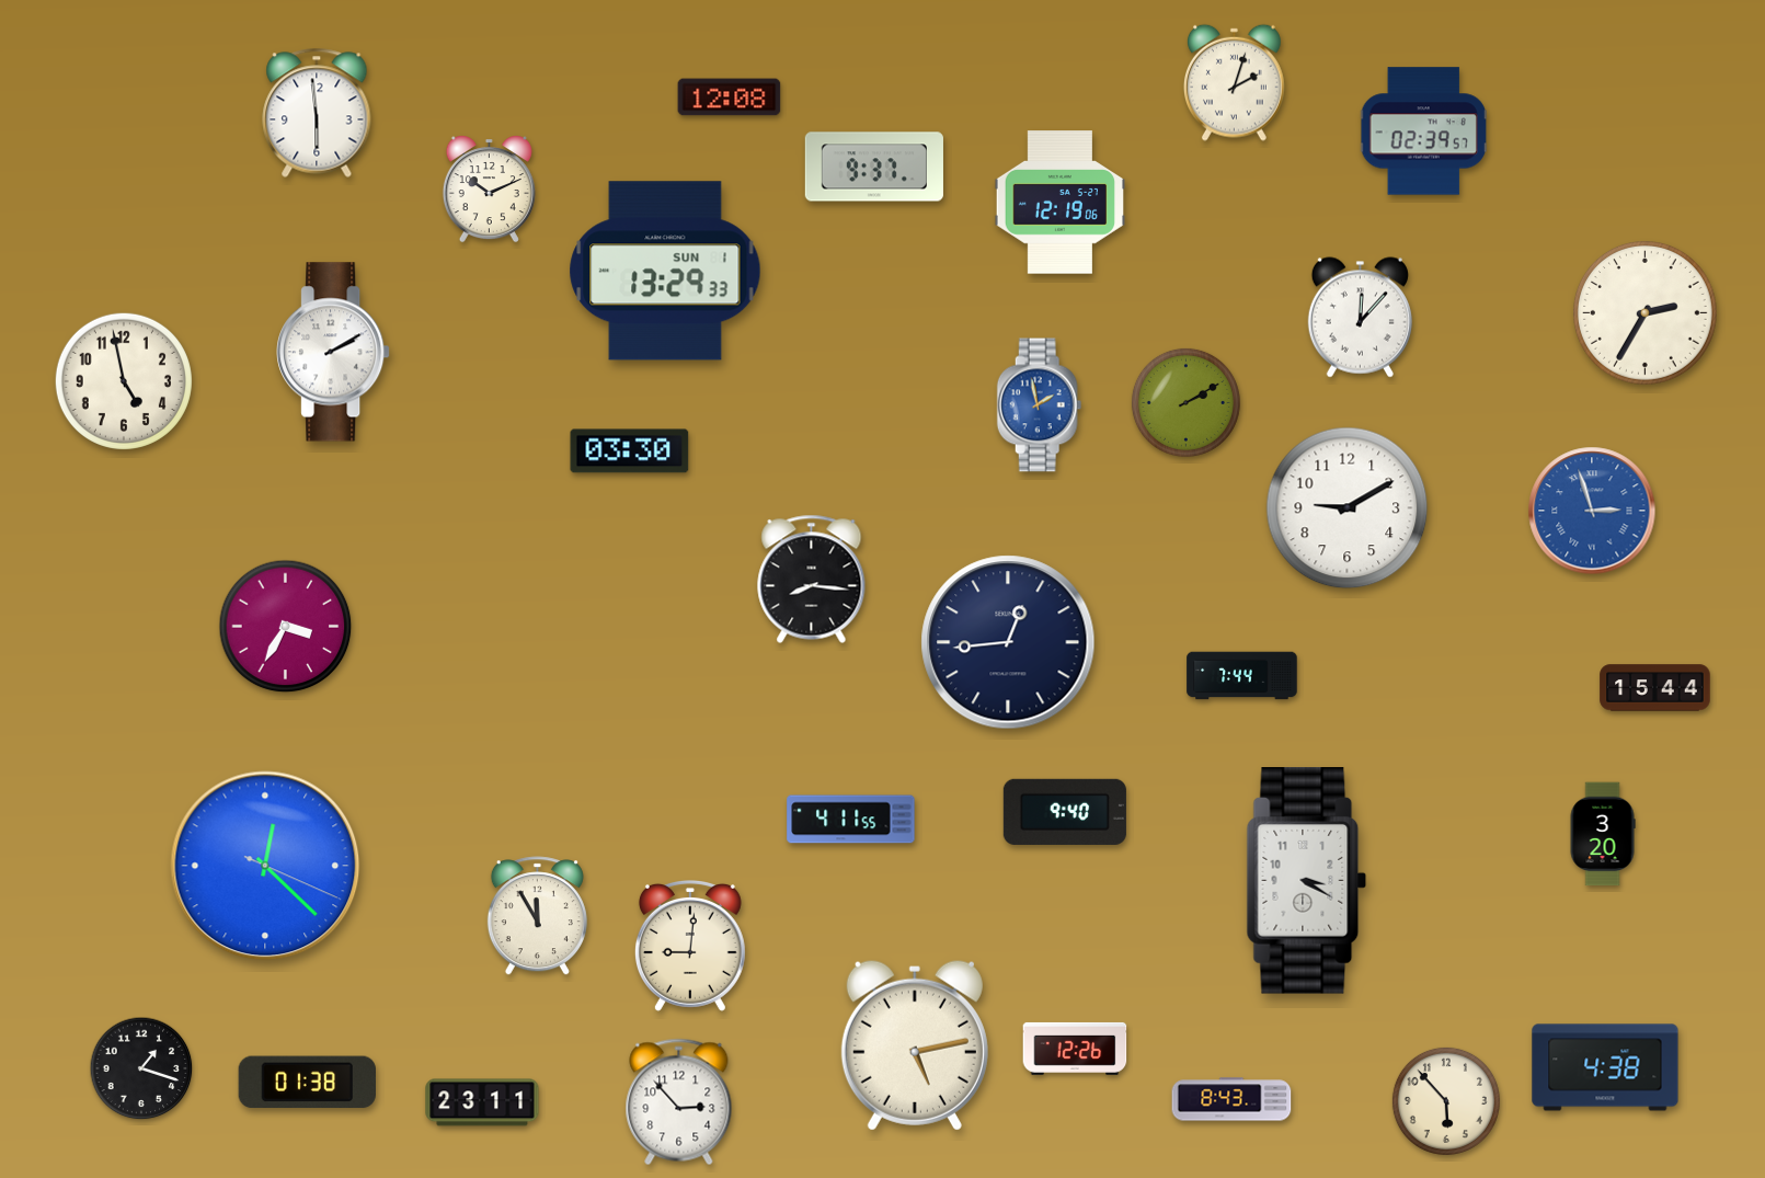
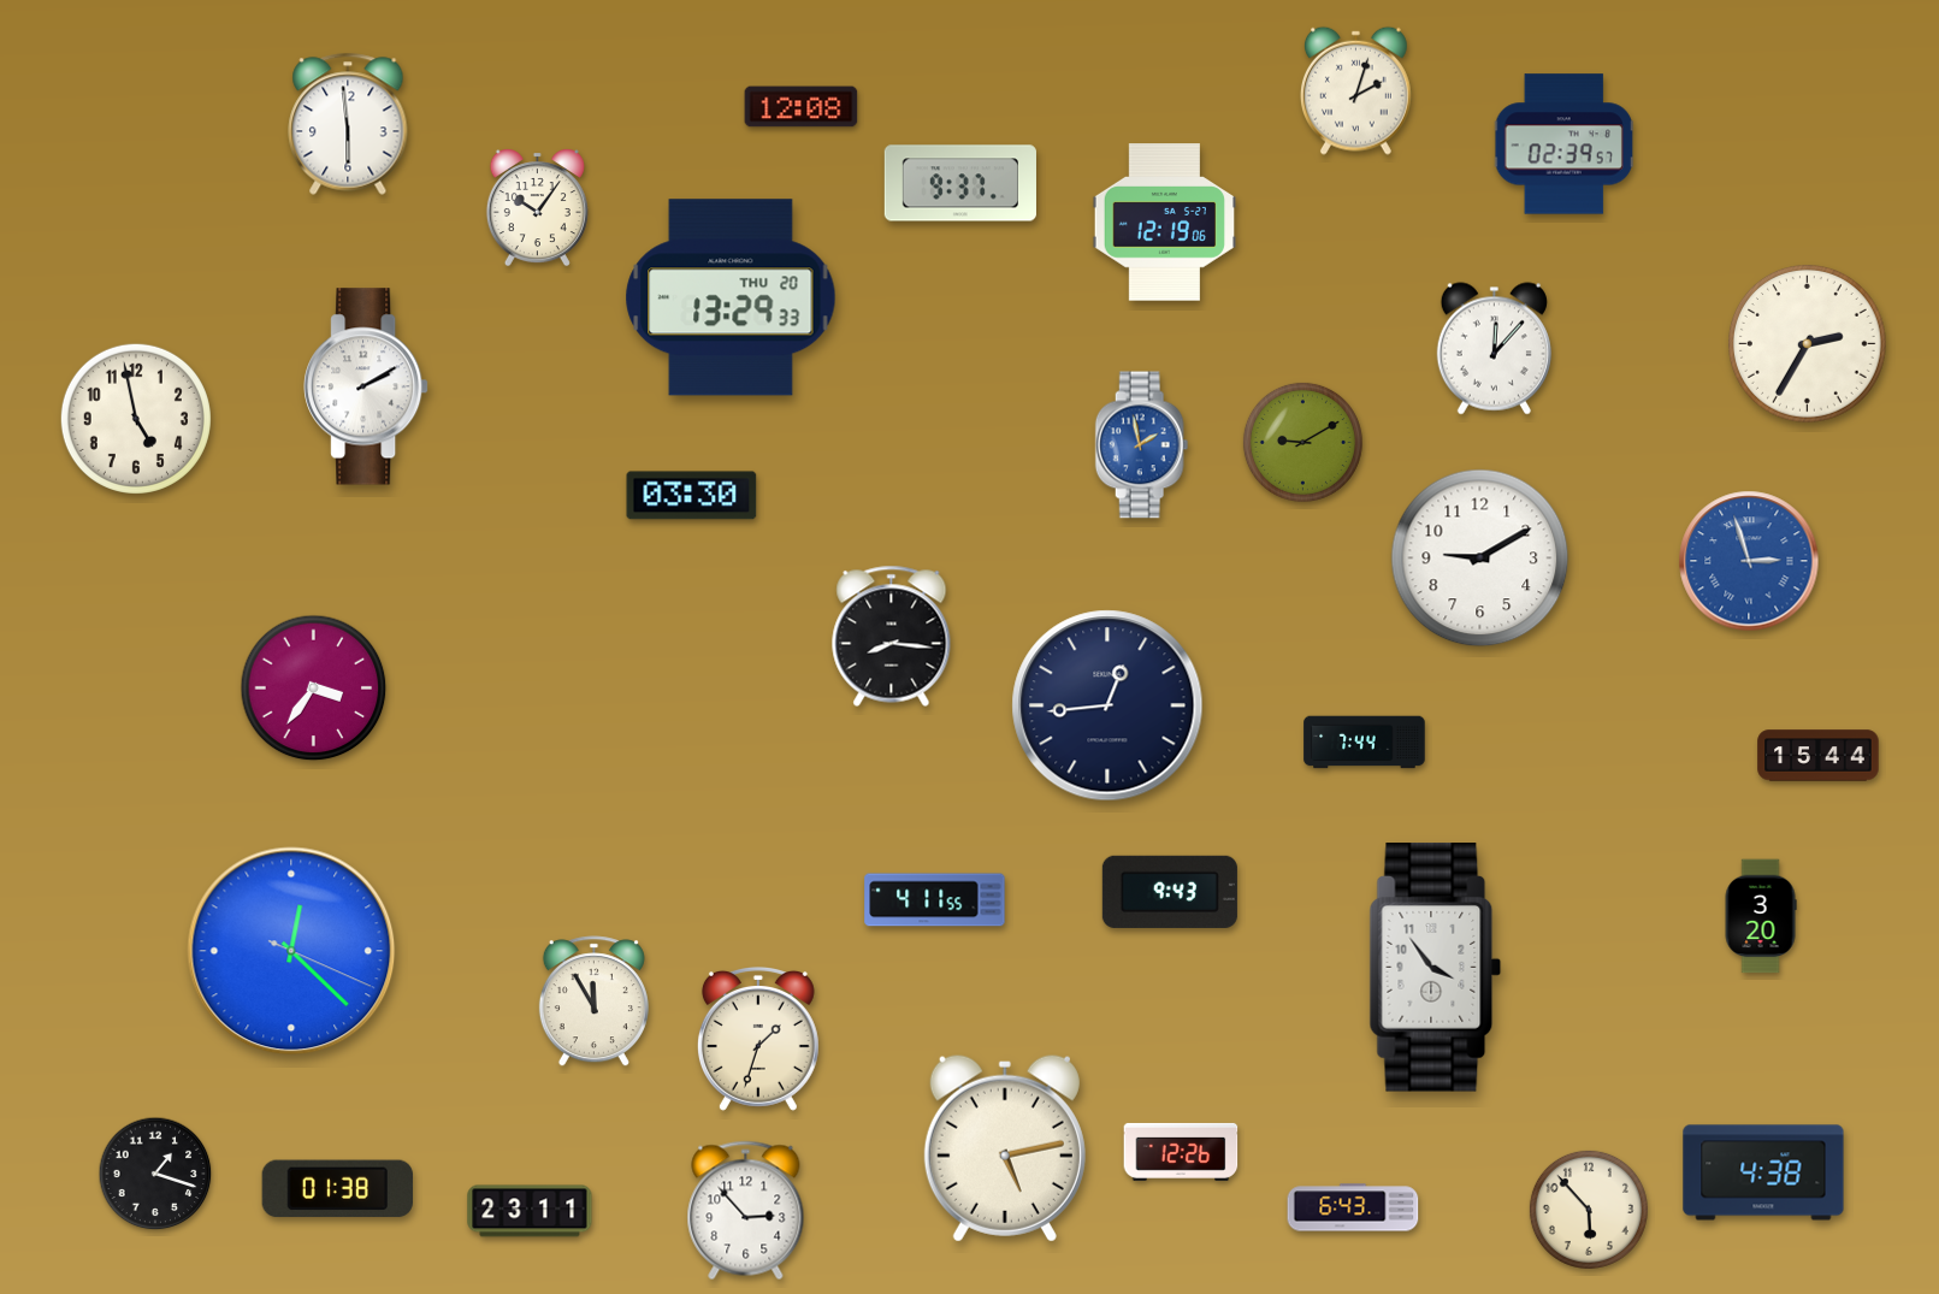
clock at (489, 190): 10:11 -> 10:06
clock at (665, 271) date: SUN 1 -> THU 20
clock at (1185, 402): 2:10 -> 9:10
clock at (286, 627): 3:35 -> 3:36
clock at (1065, 812): 9:40 -> 9:43
clock at (1307, 881): 3:20 -> 3:54
clock at (537, 916) position: (537, 916) -> (593, 1001)
clock at (690, 947): 9:01 -> 1:33
clock at (1231, 1099): 8:43 -> 6:43
